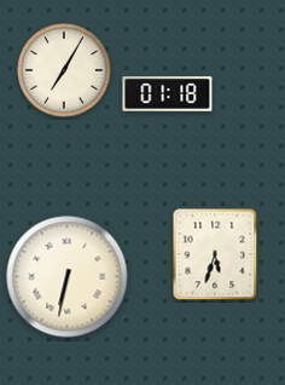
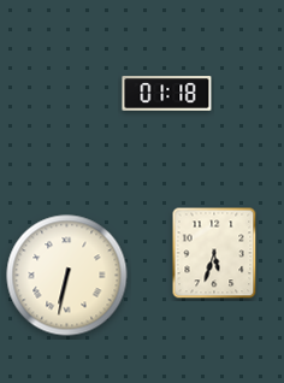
clock at (64, 70): 7:05 -> none
